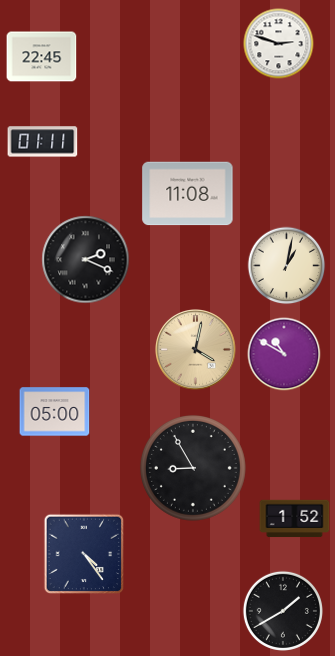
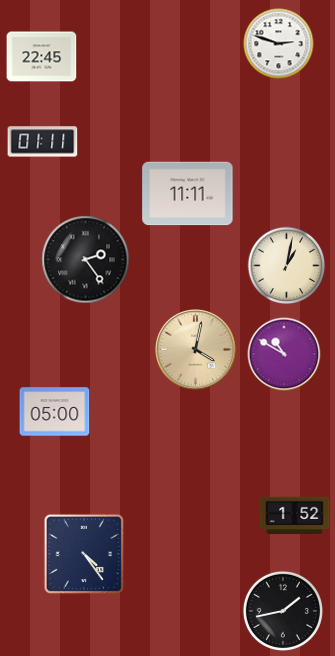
clock at (188, 194): 11:08 -> 11:11
clock at (86, 260): 2:19 -> 2:24
clock at (193, 468): 8:55 -> none
clock at (295, 519) position: (295, 519) -> (295, 516)
clock at (283, 611): 1:40 -> 1:43
